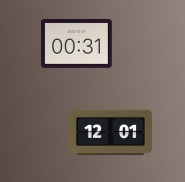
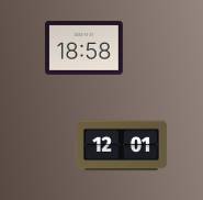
clock at (76, 43): 00:31 -> 18:58
